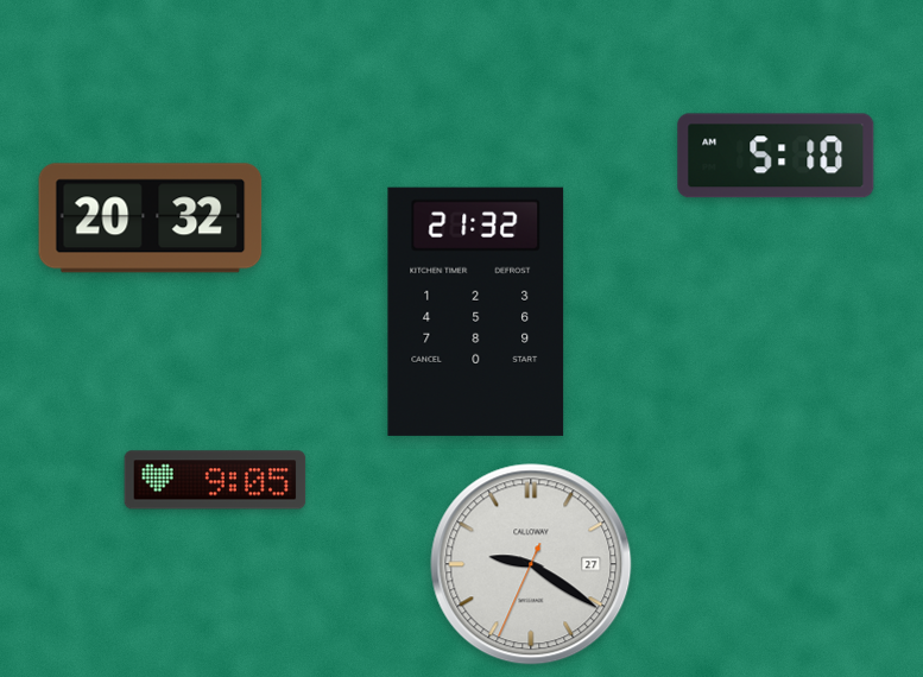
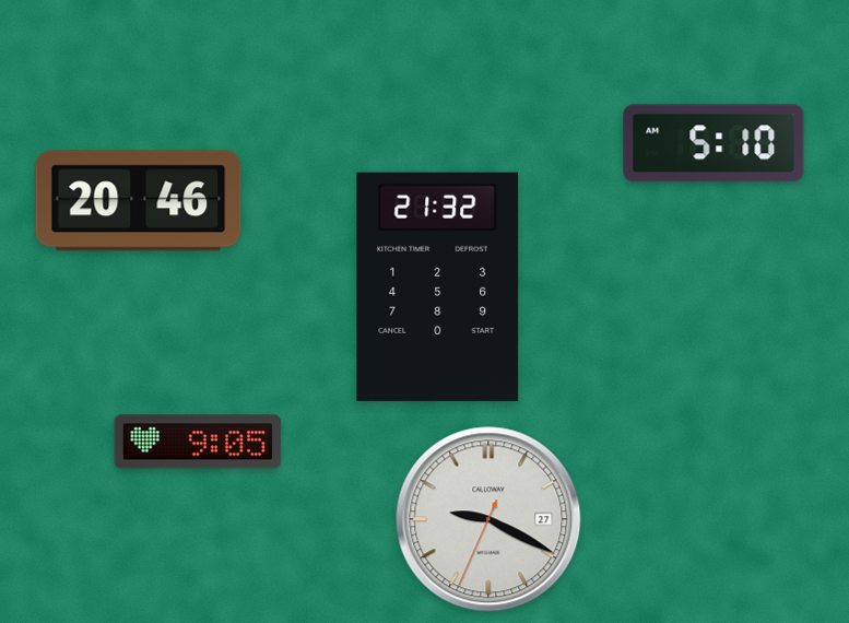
clock at (151, 219): 20:32 -> 20:46
clock at (531, 564): 9:20 -> 9:19
